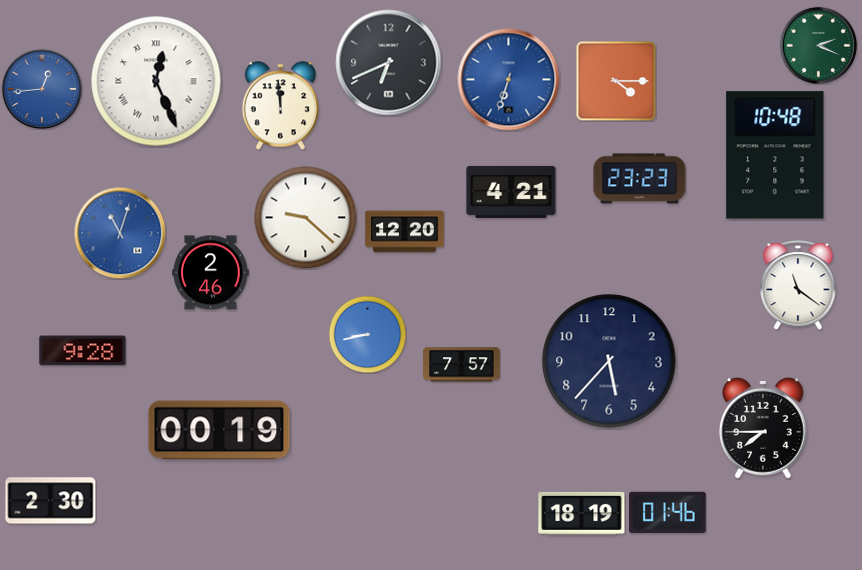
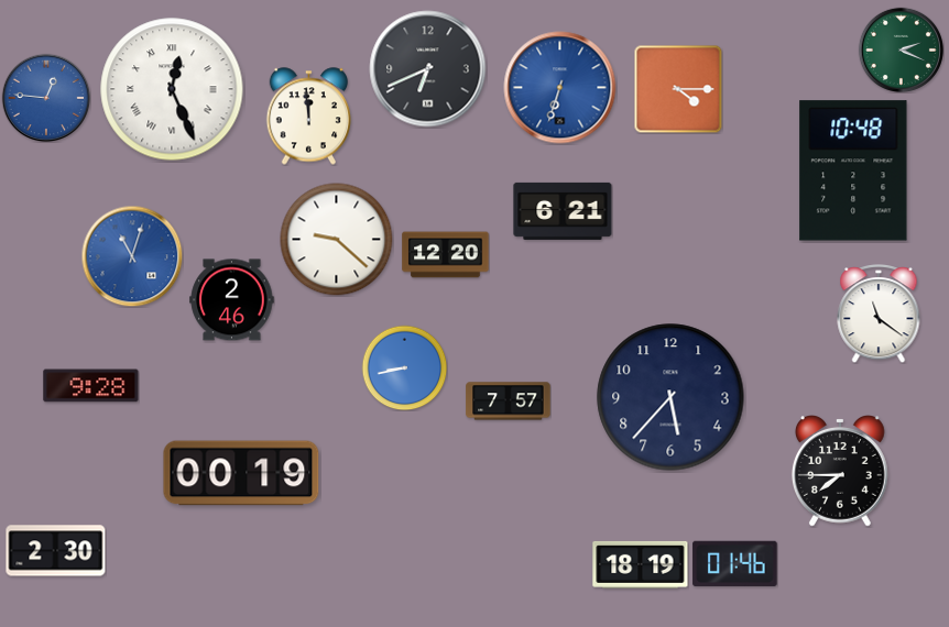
clock at (42, 89): 12:44 -> 12:46
clock at (640, 179): 23:23 -> none
clock at (511, 192): 4:21 -> 6:21
